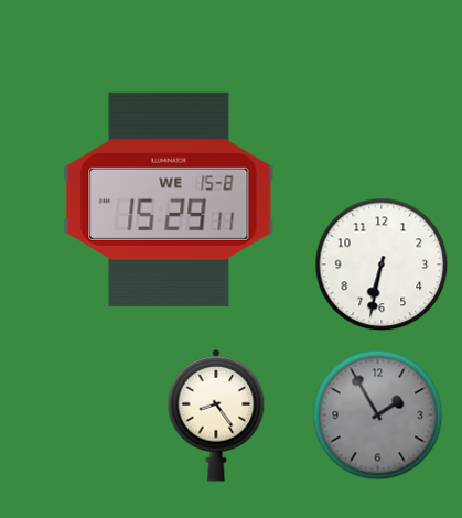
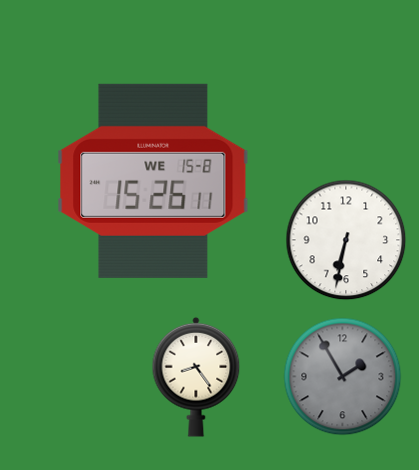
clock at (169, 199): 15:29 -> 15:26
